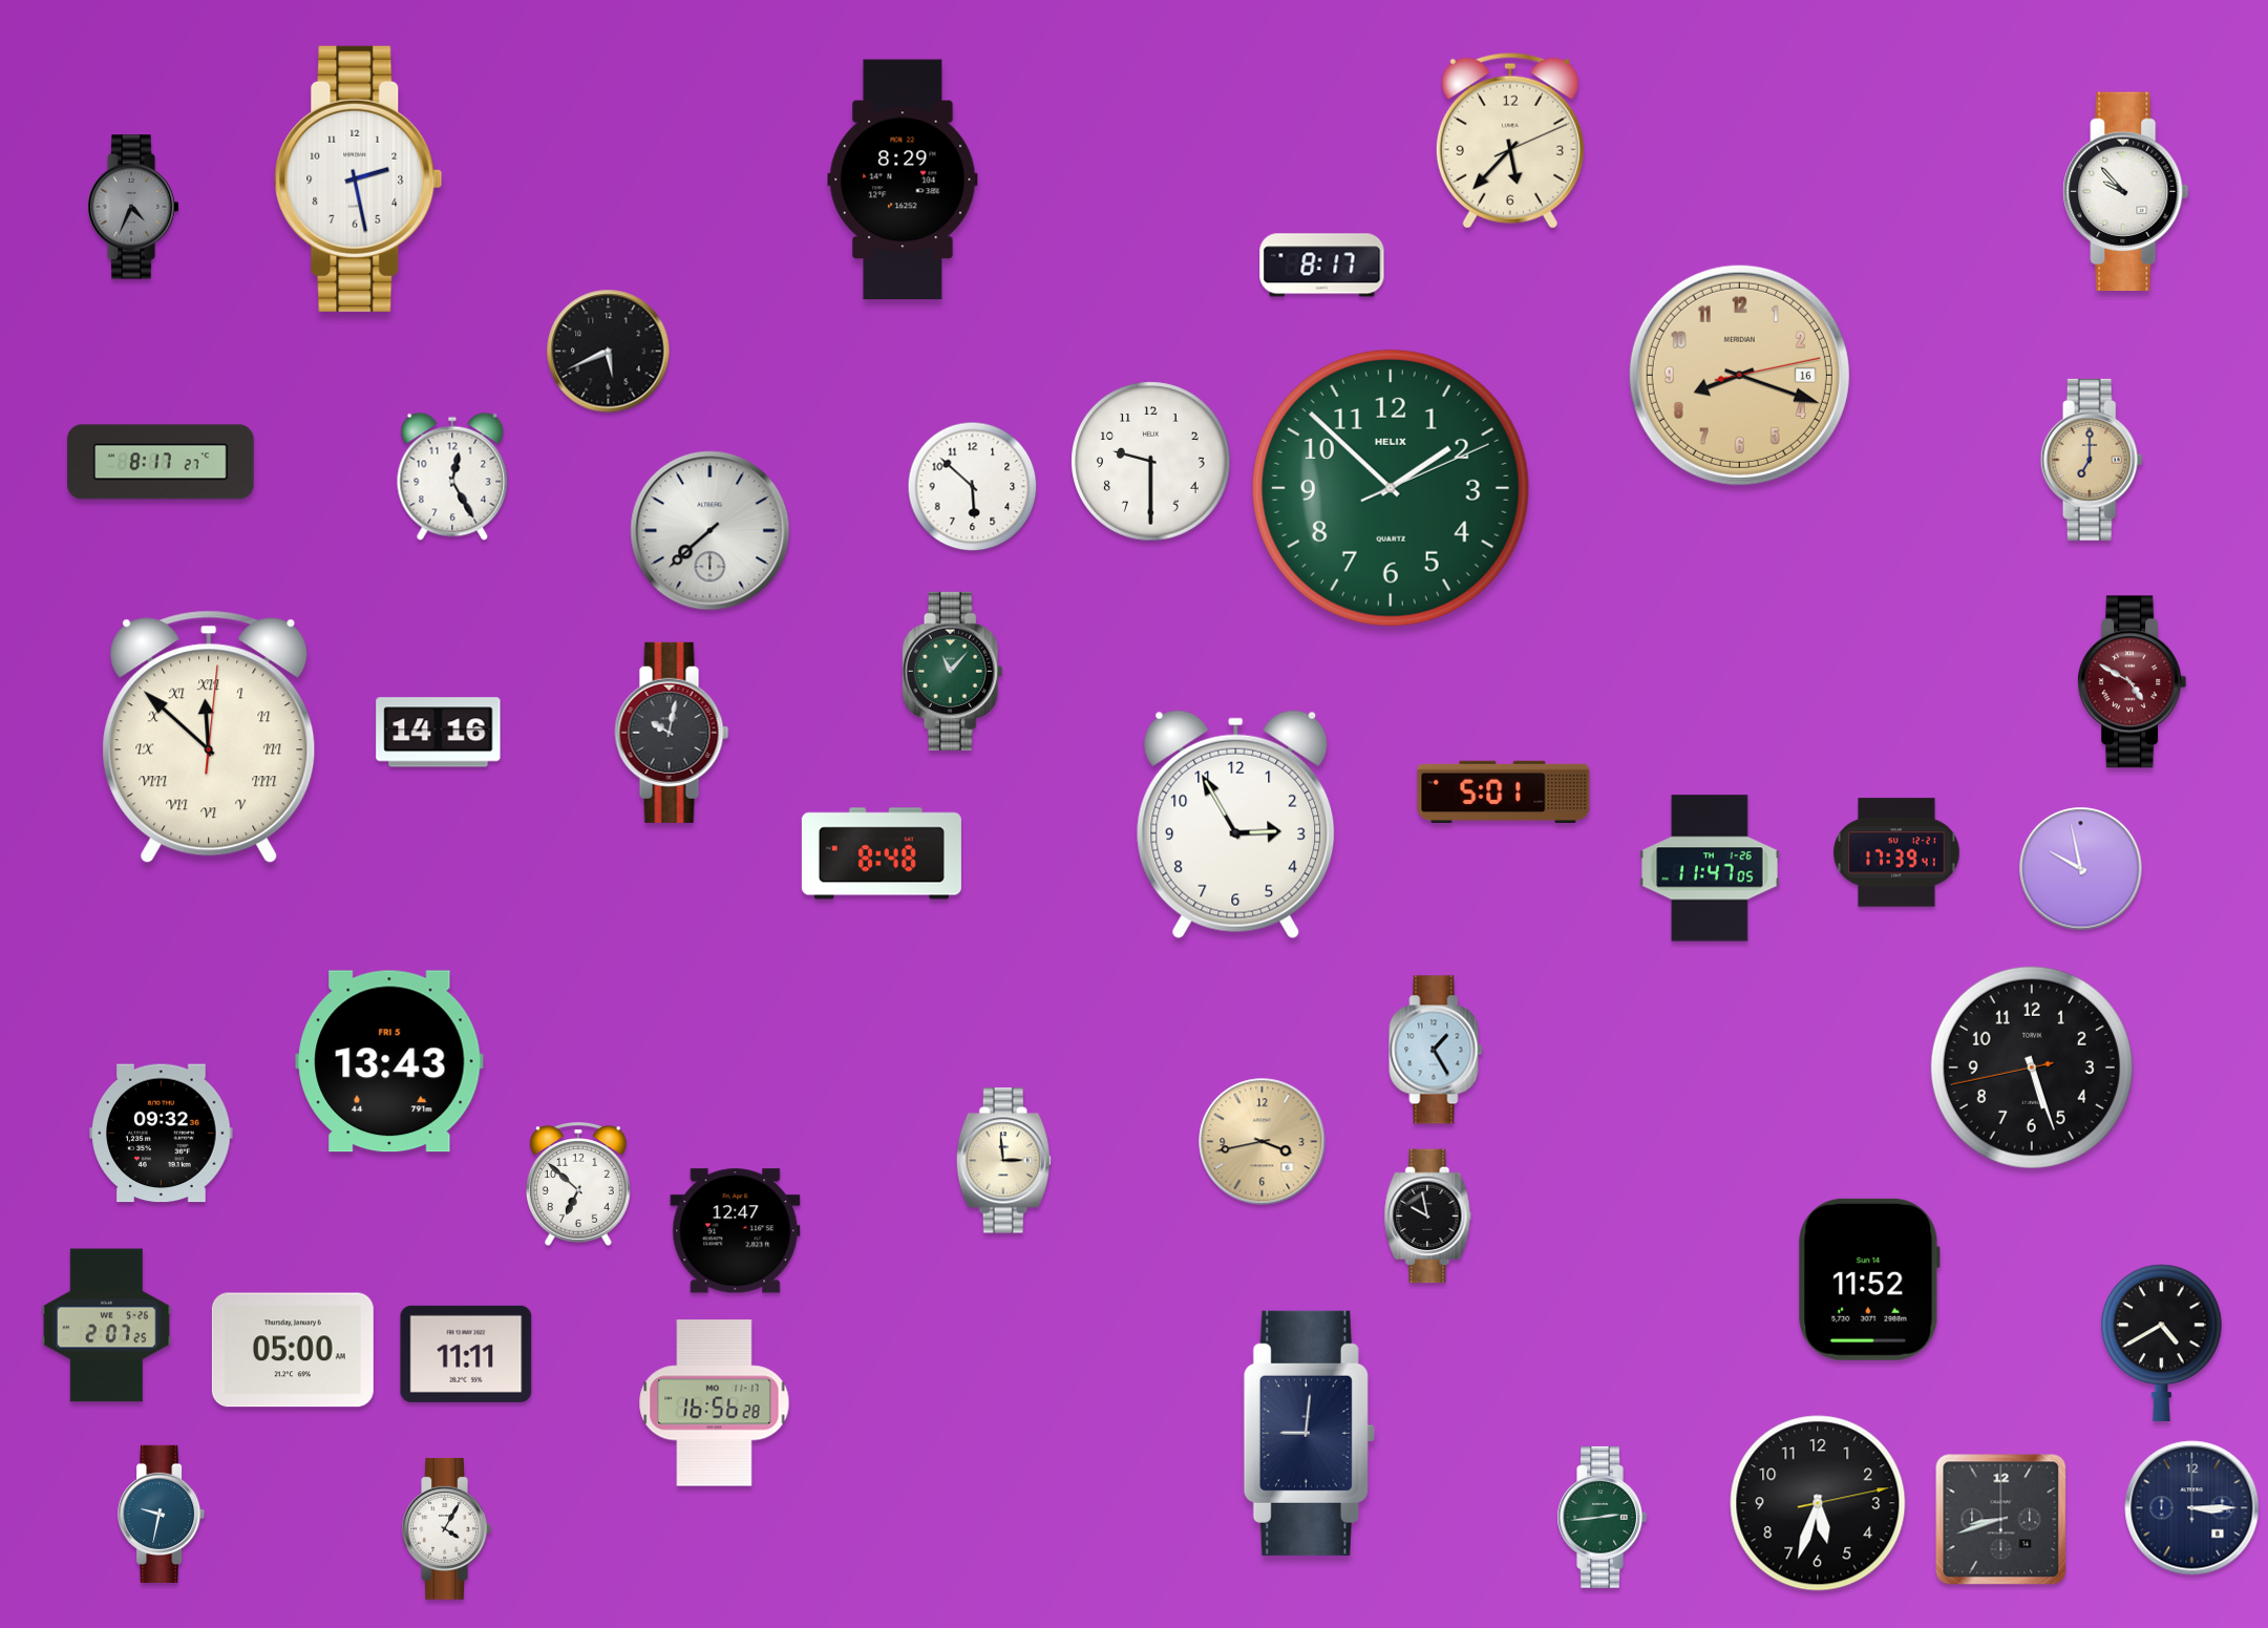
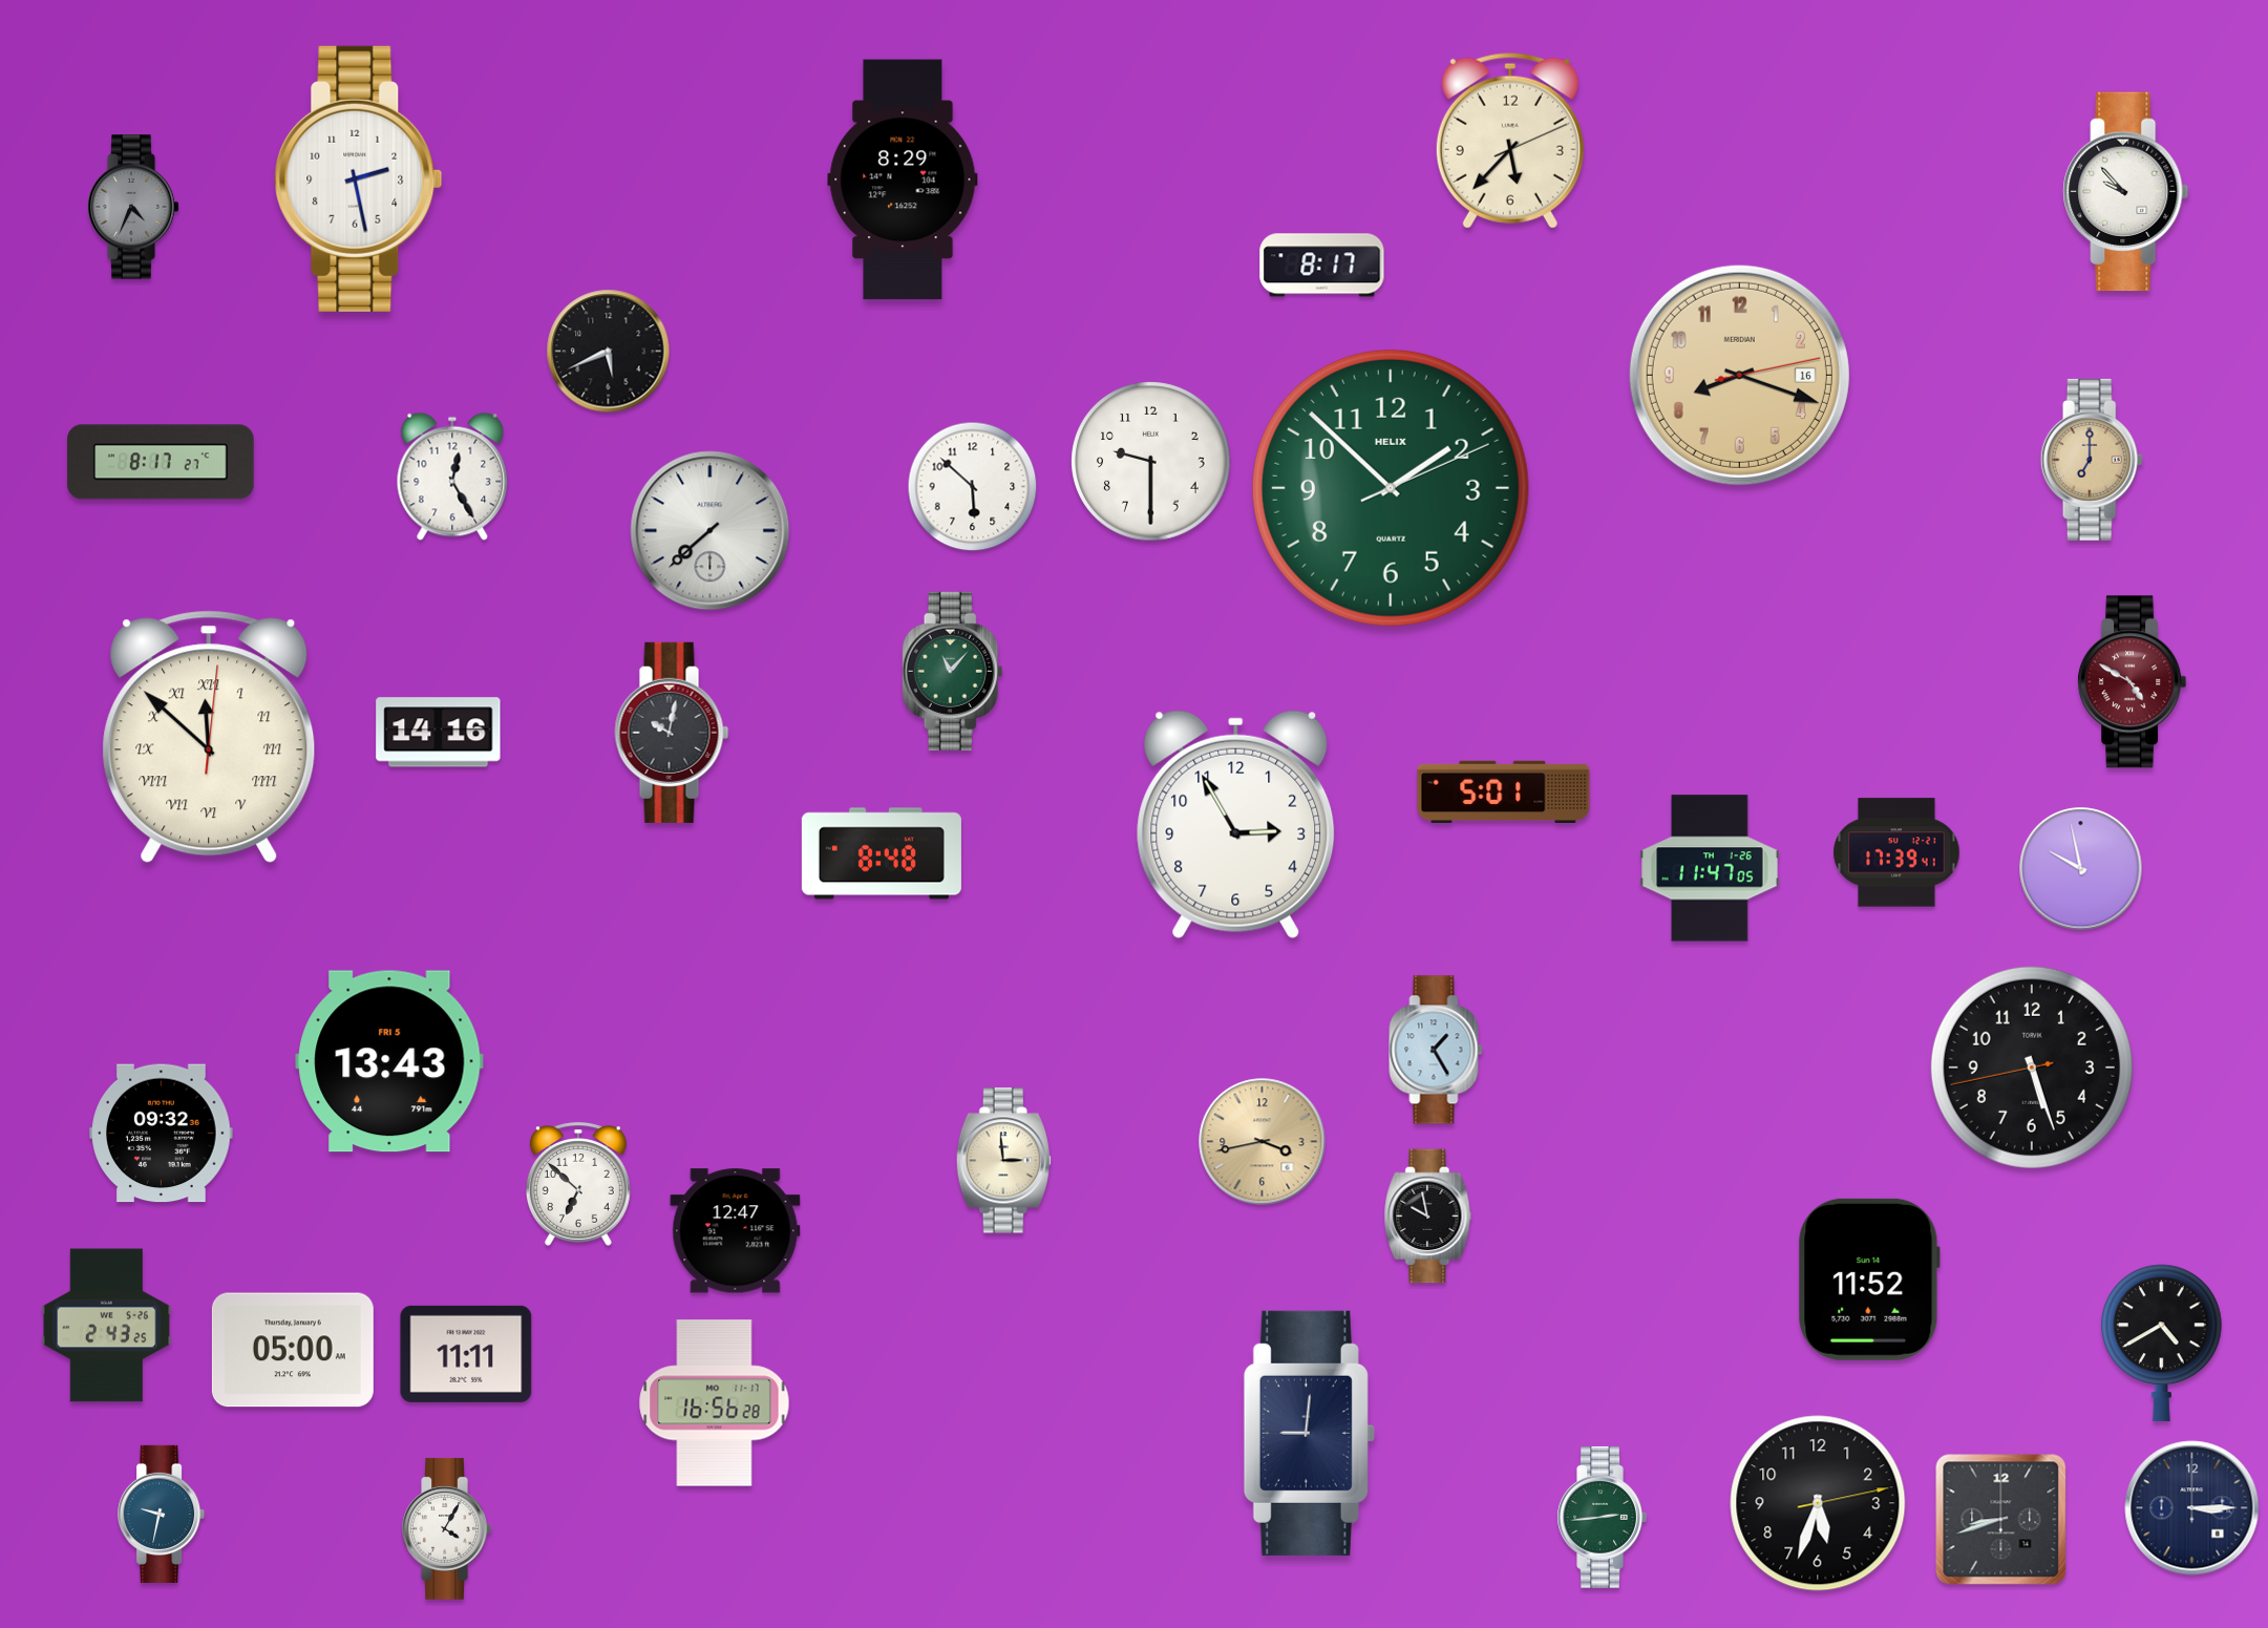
clock at (107, 1326): 2:07 -> 2:43
